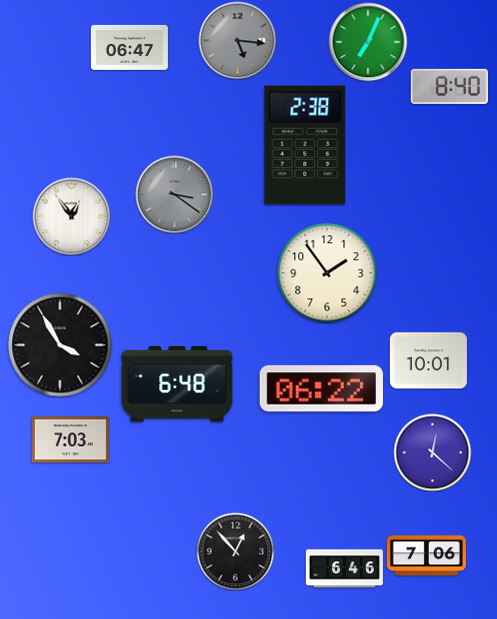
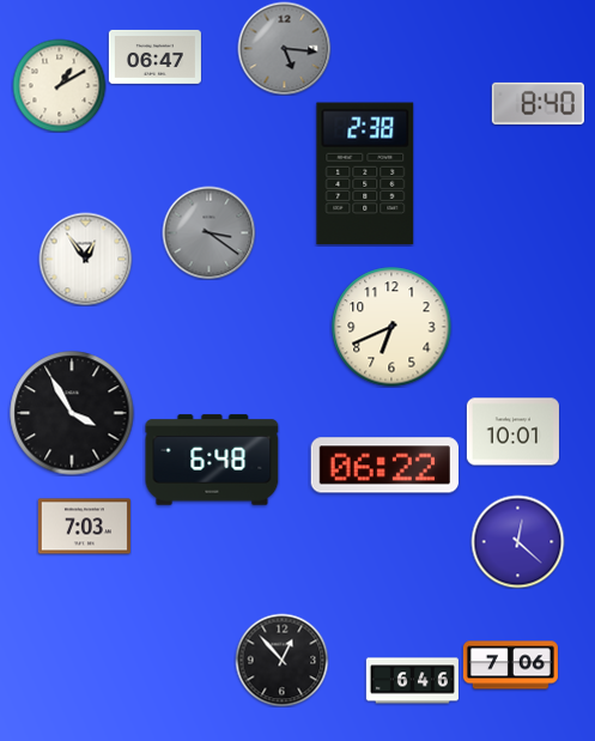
clock at (368, 42): 7:04 -> none
clock at (59, 85): none -> 1:10
clock at (327, 273): 1:54 -> 6:41
